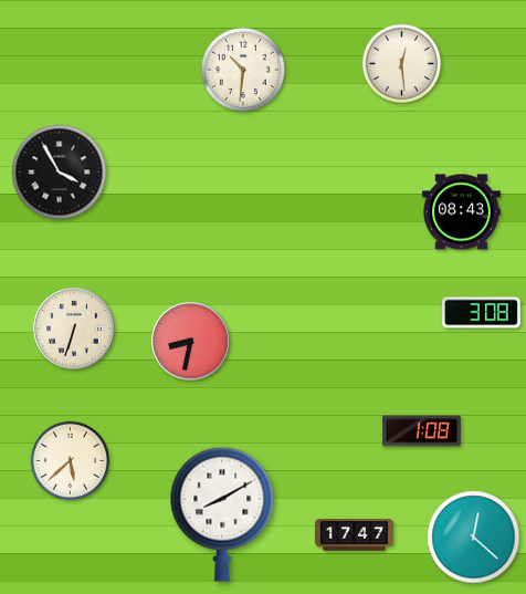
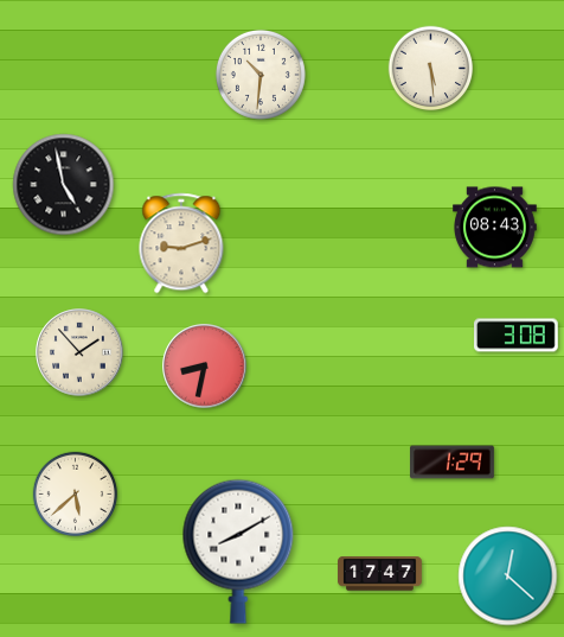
clock at (402, 64): 12:29 -> 5:29
clock at (60, 173): 3:55 -> 4:58
clock at (181, 243): none -> 9:12
clock at (74, 329): 6:33 -> 1:53
clock at (422, 431): 1:08 -> 1:29
